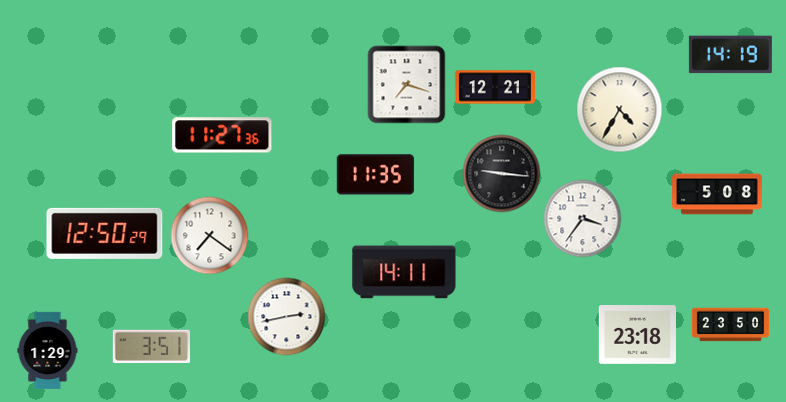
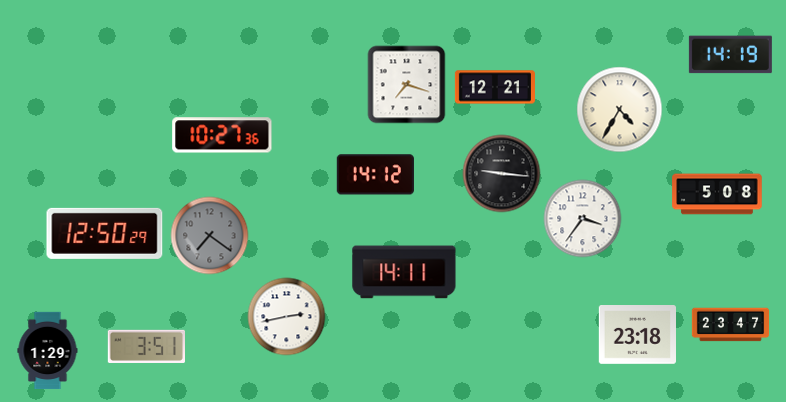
clock at (222, 135): 11:27 -> 10:27
clock at (375, 175): 11:35 -> 14:12
clock at (209, 235) dial: white -> grey
clock at (730, 325): 23:50 -> 23:47
clock at (151, 346) position: (151, 346) -> (146, 346)
